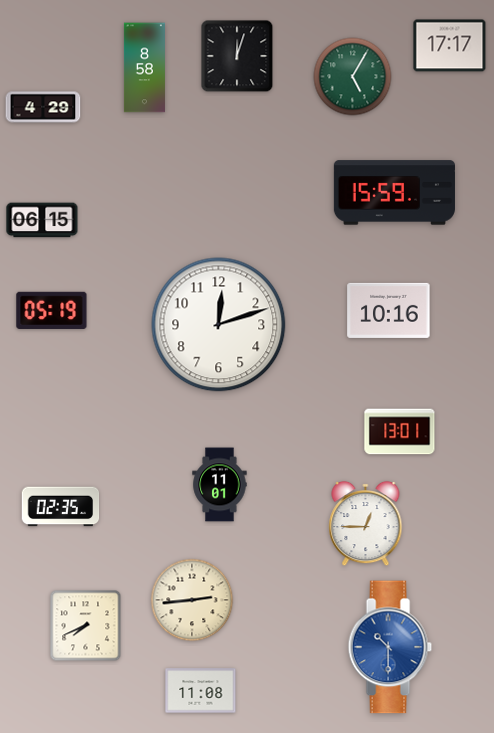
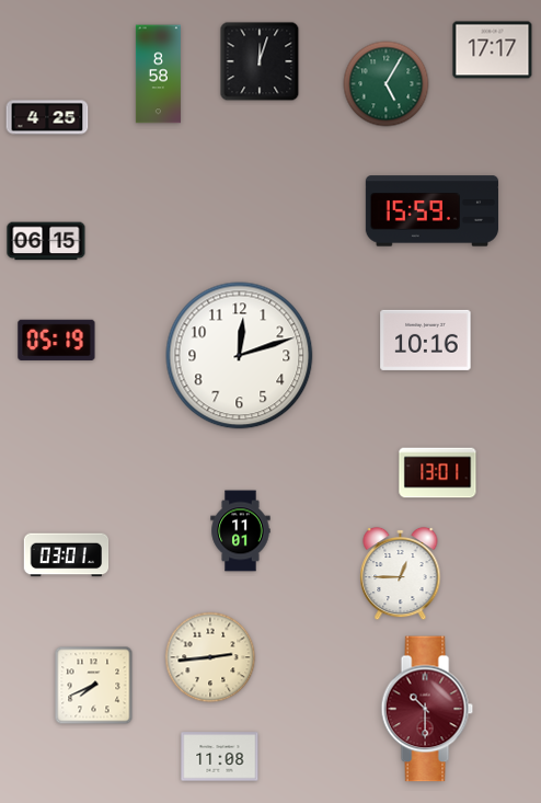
clock at (43, 107): 4:29 -> 4:25
clock at (61, 507): 02:35 -> 03:01
clock at (390, 647) dial: blue -> burgundy
